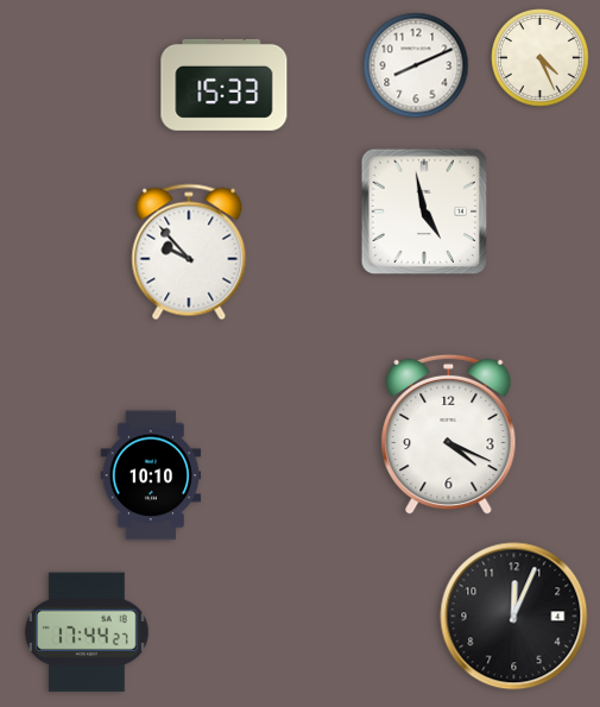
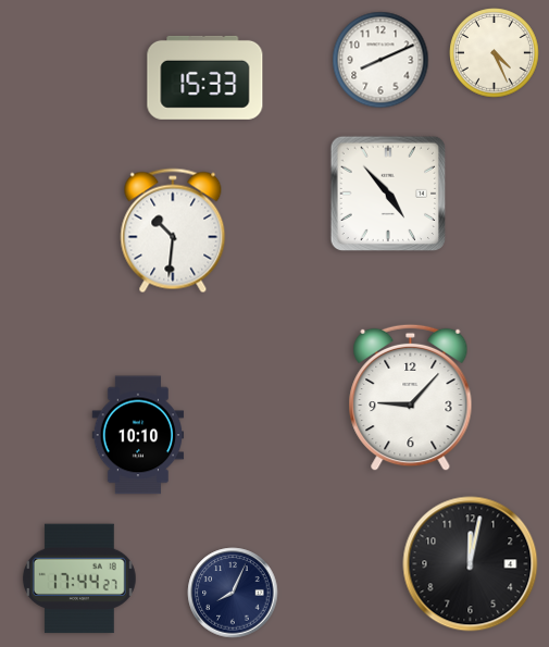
clock at (424, 212): 4:58 -> 4:53
clock at (189, 252): 9:53 -> 10:31
clock at (449, 435): 4:19 -> 9:07
clock at (514, 617): 12:04 -> 12:02
clock at (233, 593): none -> 8:04
